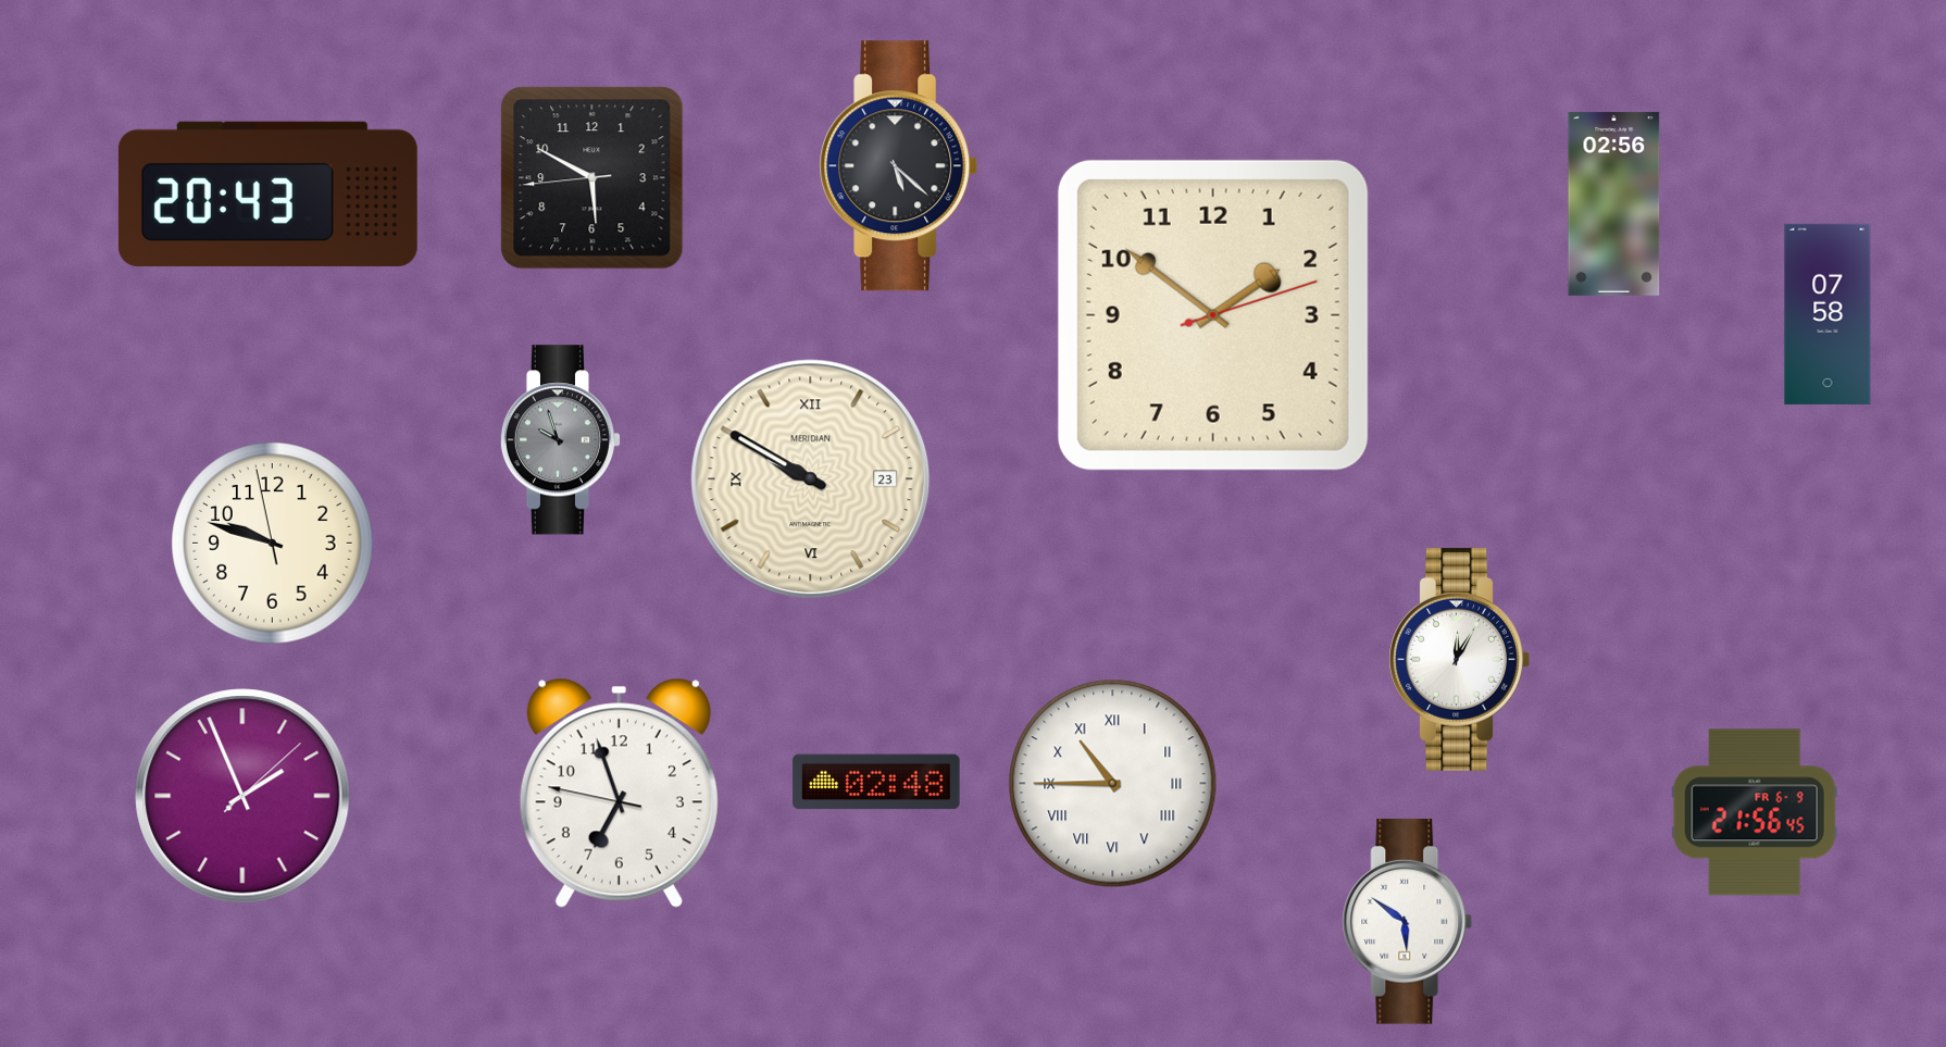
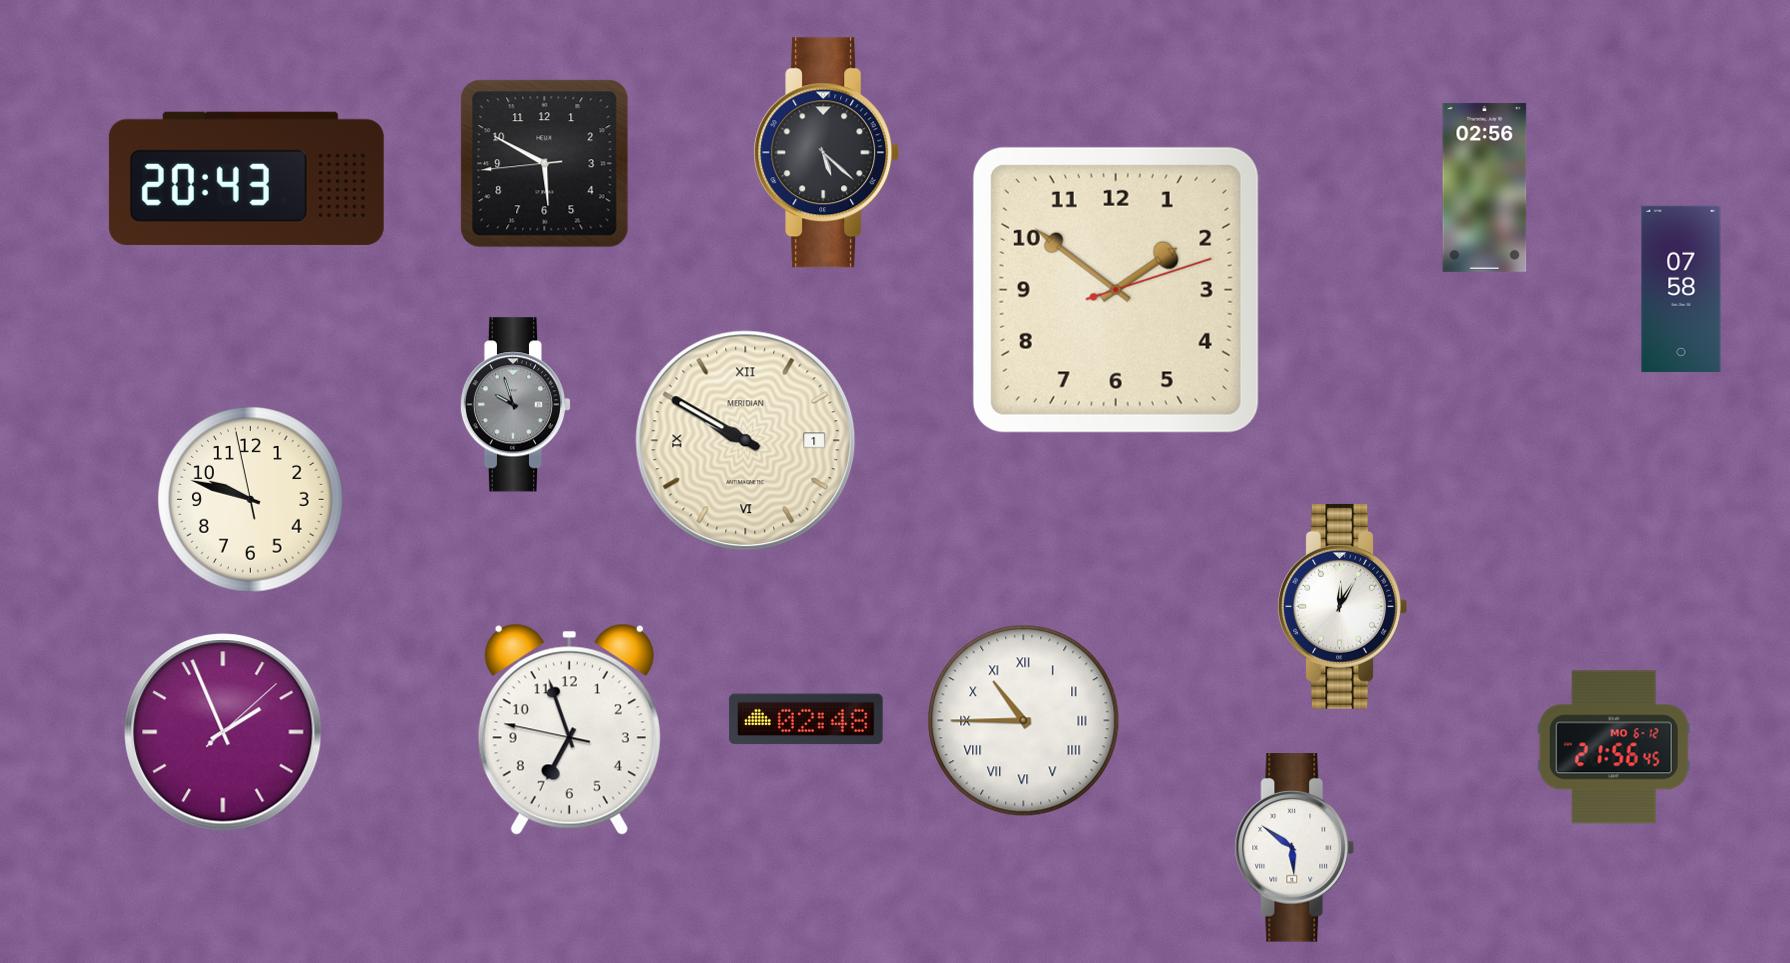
clock at (811, 479) date: 23 -> 1
clock at (1755, 812) date: FR 6-9 -> MO 6-12
